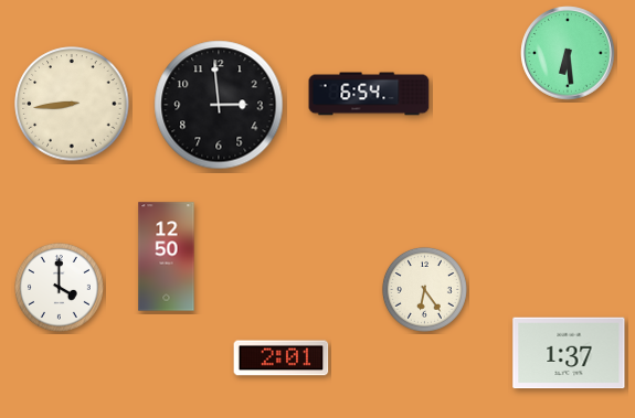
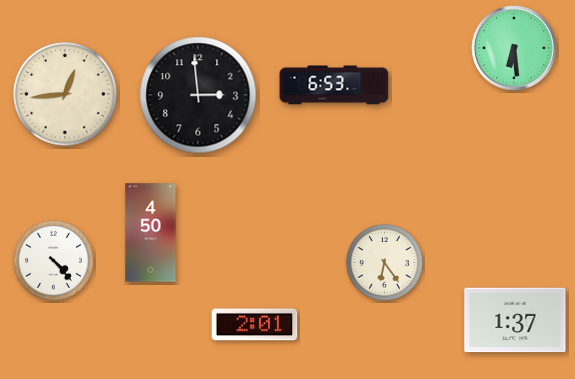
clock at (369, 94): 6:54 -> 6:53
clock at (72, 104): 8:44 -> 12:44
clock at (167, 257): 12:50 -> 4:50
clock at (59, 287): 4:00 -> 4:23
